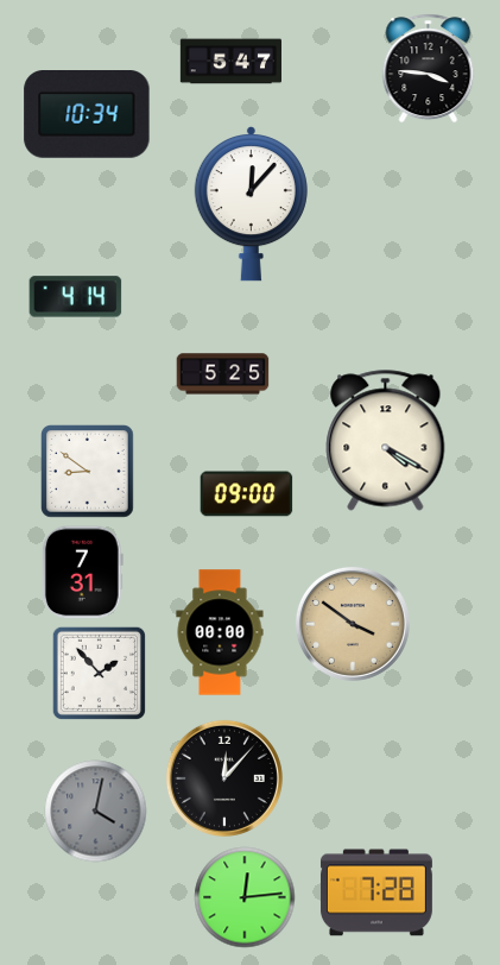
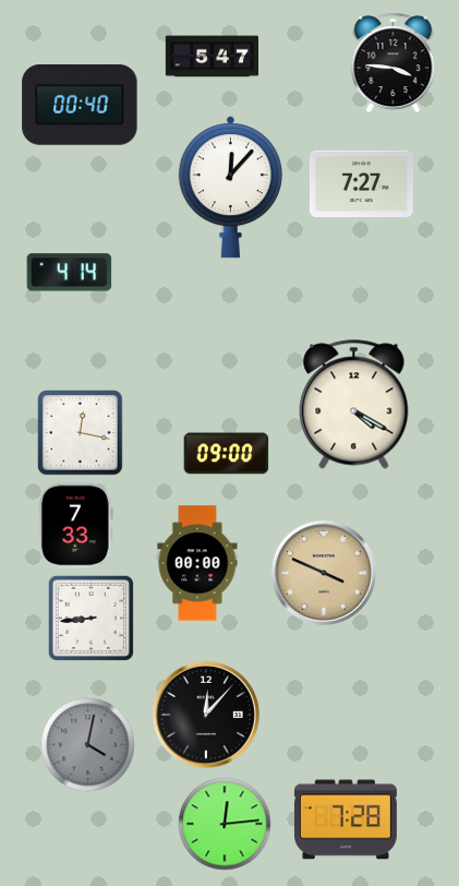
clock at (87, 115): 10:34 -> 00:40
clock at (361, 184): none -> 7:27
clock at (222, 374): 5:25 -> none
clock at (87, 471): 8:51 -> 12:17
clock at (82, 572): 7:31 -> 7:33
clock at (353, 624): 3:51 -> 3:49
clock at (220, 632) position: (220, 632) -> (197, 563)
clock at (99, 673): 1:53 -> 8:44
